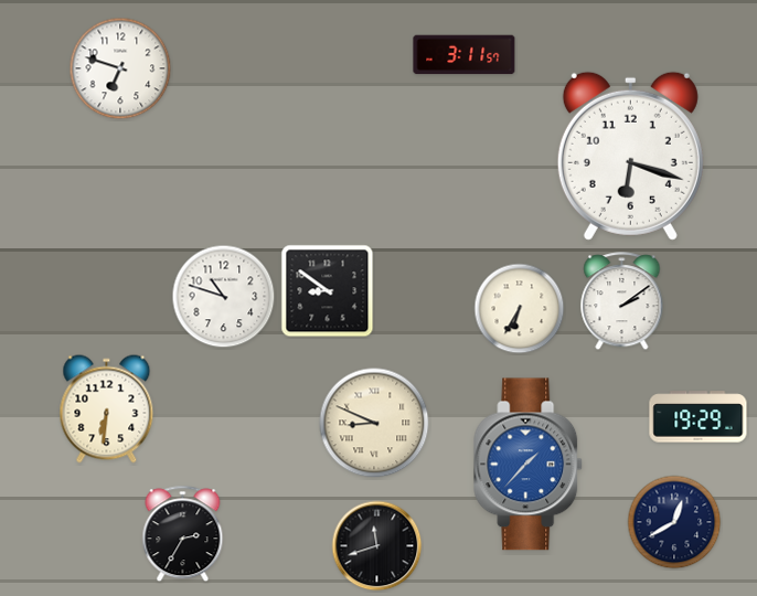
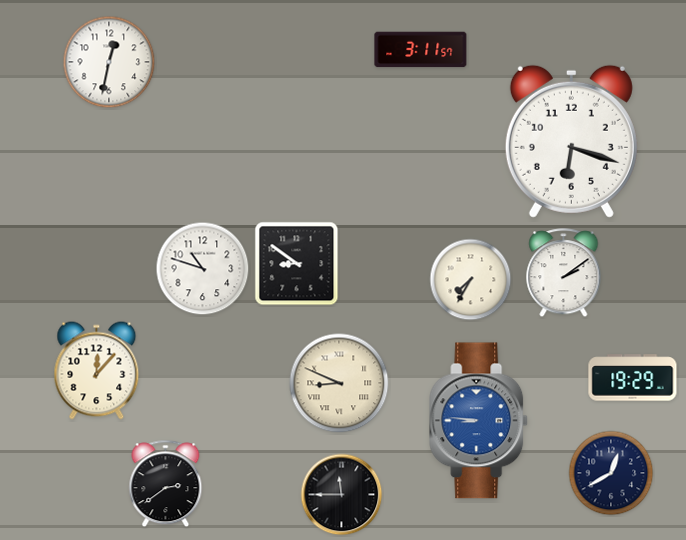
clock at (120, 68): 6:48 -> 12:32
clock at (520, 309): 6:35 -> 7:35
clock at (107, 409): 6:31 -> 12:07
clock at (529, 465): 1:37 -> 8:46
clock at (183, 534): 2:35 -> 2:39
clock at (377, 546): 11:42 -> 11:45
